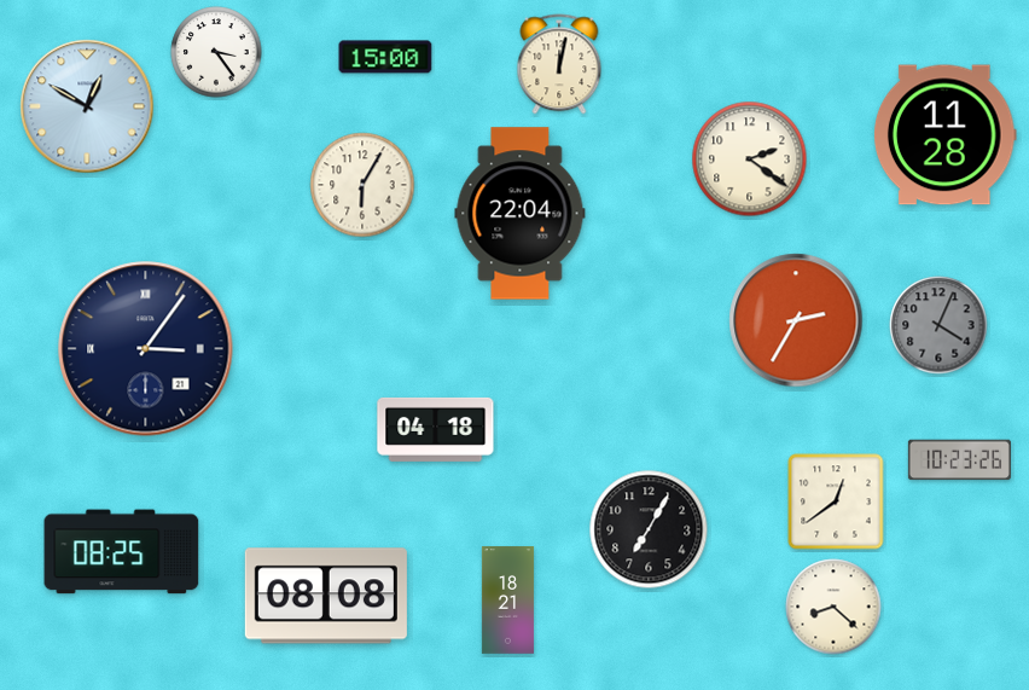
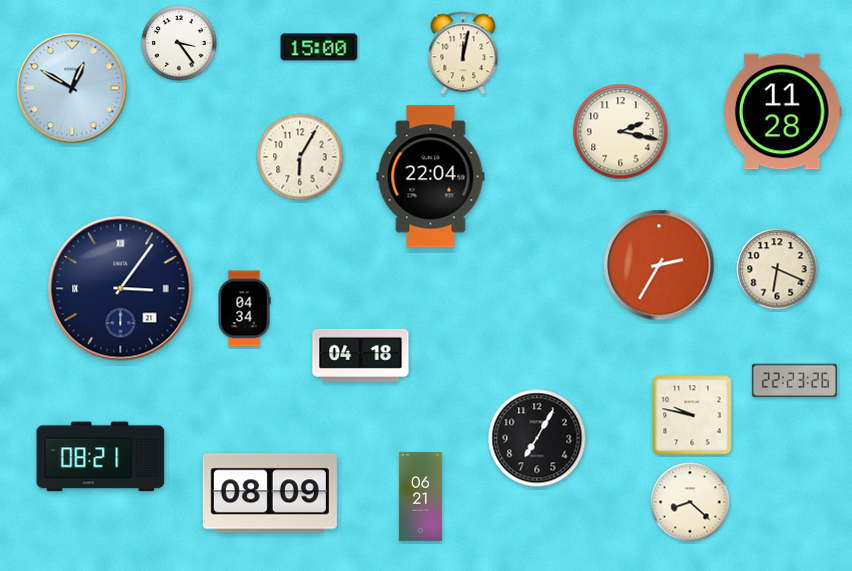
clock at (750, 160): 2:21 -> 2:17
clock at (362, 185) position: (362, 185) -> (300, 157)
clock at (938, 325): 4:04 -> 6:19
clock at (938, 325) dial: grey -> cream
clock at (244, 309): none -> 04:34
clock at (959, 460): 10:23 -> 22:23
clock at (836, 501): 12:39 -> 9:47
clock at (122, 552): 08:25 -> 08:21
clock at (326, 596): 08:08 -> 08:09
clock at (507, 601): 18:21 -> 06:21
